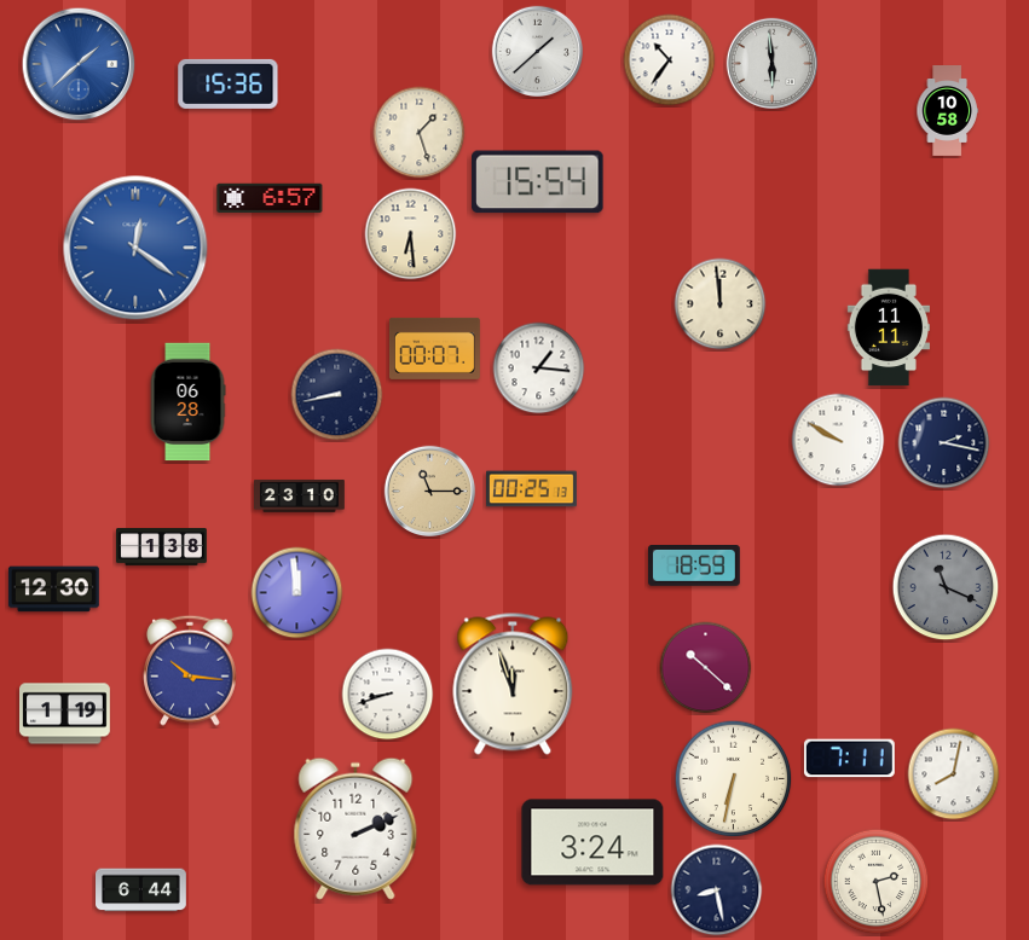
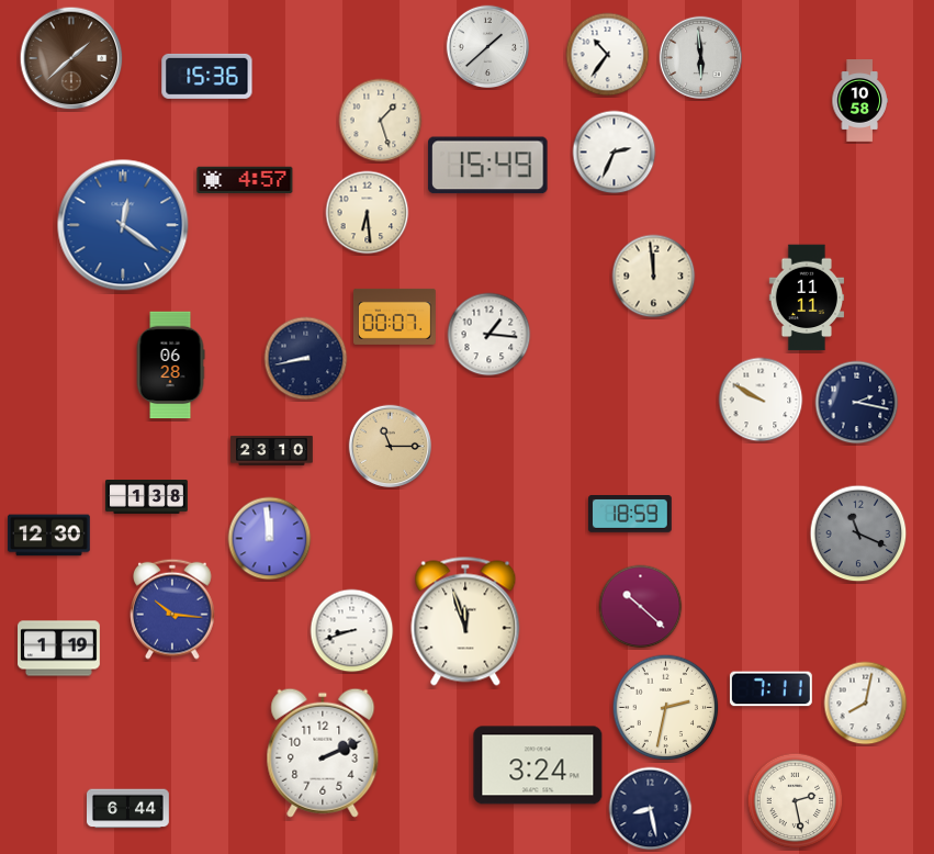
clock at (79, 64) dial: blue -> brown
clock at (615, 153): none -> 2:34
clock at (538, 182): 15:54 -> 15:49
clock at (270, 197): 6:57 -> 4:57
clock at (411, 234) position: (411, 234) -> (368, 213)
clock at (532, 489): 00:25 -> none
clock at (734, 779): 6:32 -> 2:32
